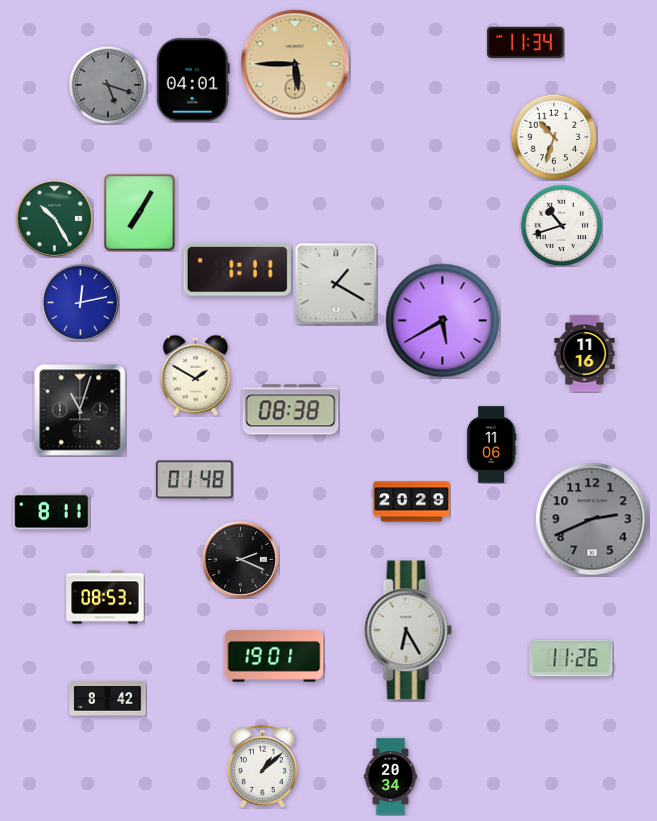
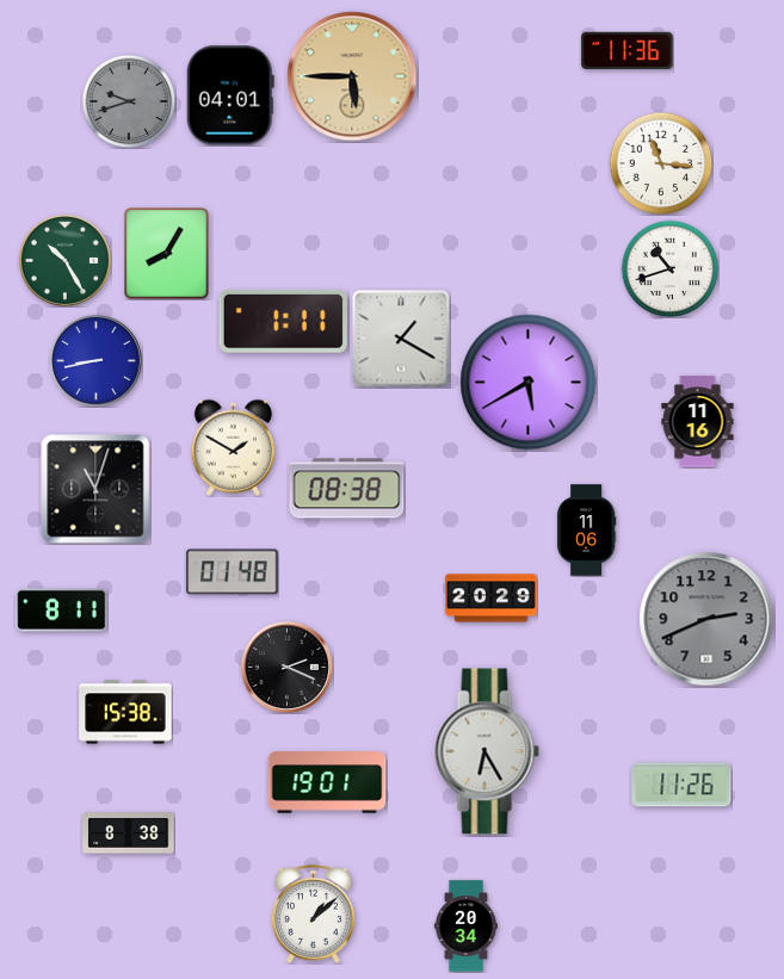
clock at (526, 42): 11:34 -> 11:36
clock at (108, 85): 5:18 -> 9:42
clock at (554, 137): 10:33 -> 11:16
clock at (140, 213): 7:05 -> 8:05
clock at (80, 302): 12:13 -> 8:43
clock at (105, 597): 08:53 -> 15:38
clock at (108, 699): 8:42 -> 8:38
